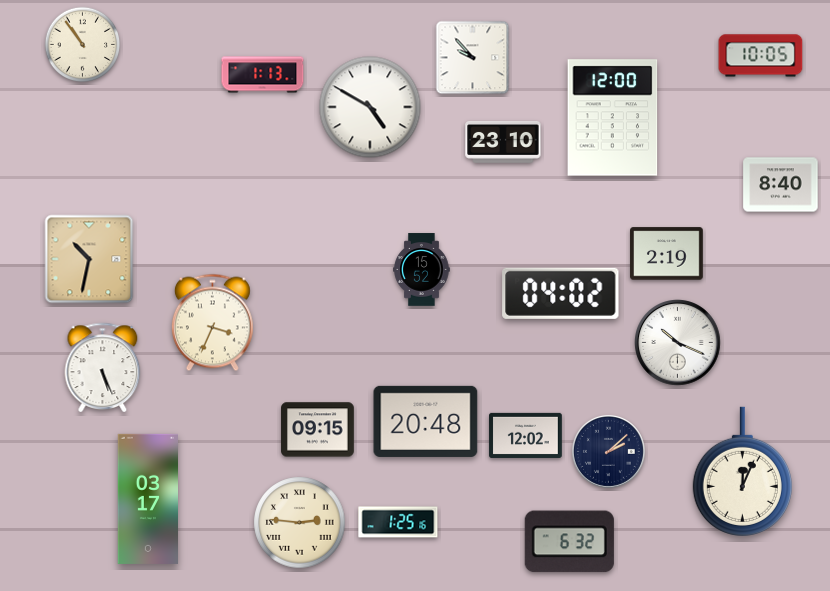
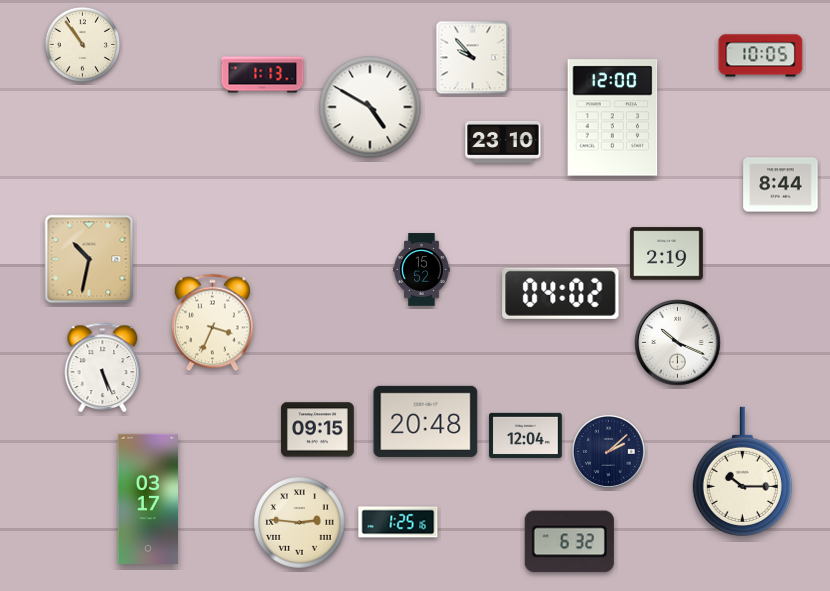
clock at (781, 185): 8:40 -> 8:44
clock at (526, 435): 12:02 -> 12:04
clock at (742, 471): 12:04 -> 10:15
